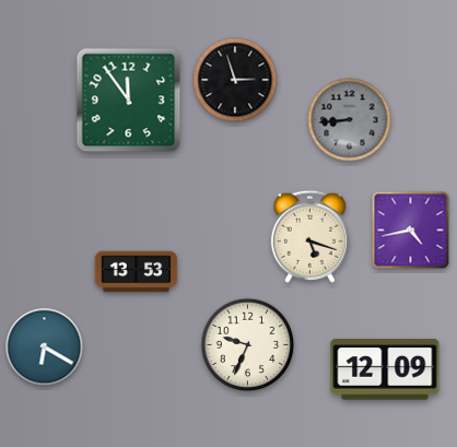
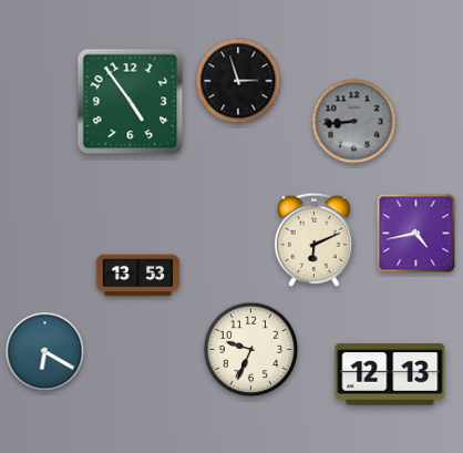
clock at (129, 101): 11:54 -> 4:54
clock at (309, 236): 5:18 -> 6:11
clock at (385, 369): 12:09 -> 12:13
